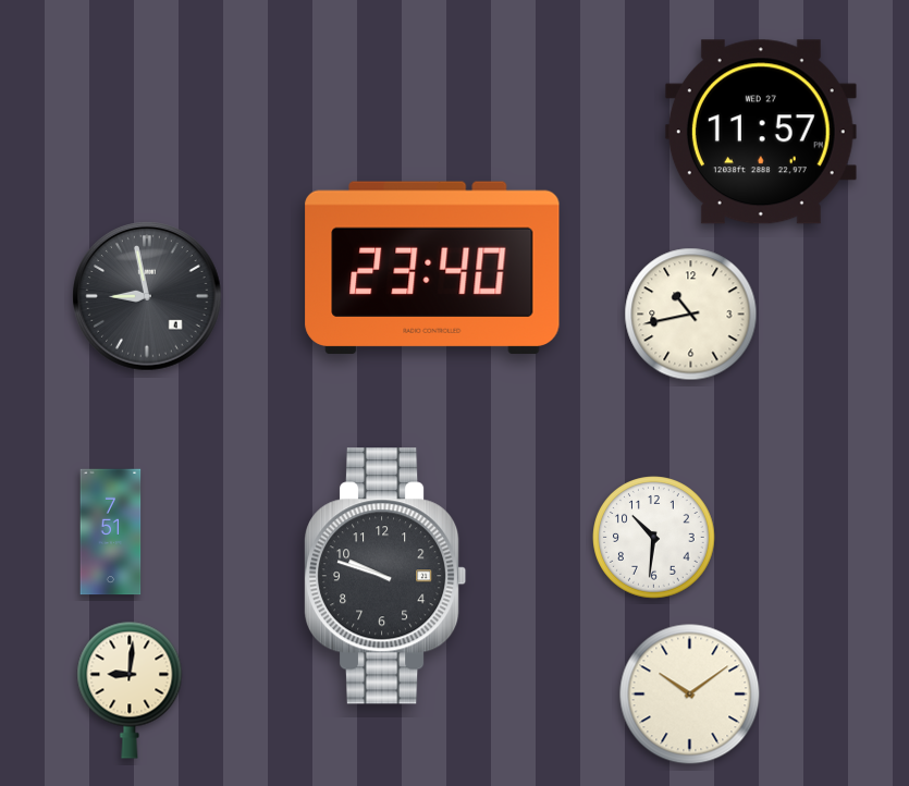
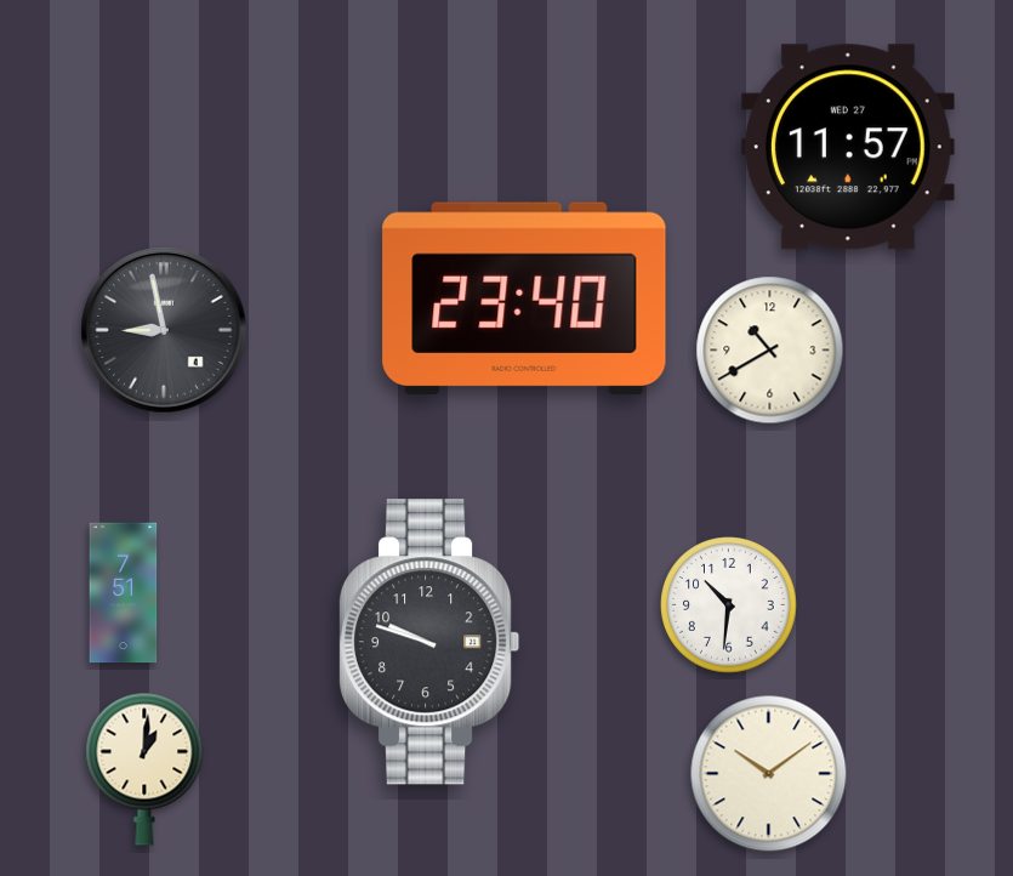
clock at (432, 268) position: (432, 268) -> (524, 298)
clock at (691, 315): 10:43 -> 10:40
clock at (654, 538) position: (654, 538) -> (729, 605)
clock at (130, 690): 9:01 -> 1:01
